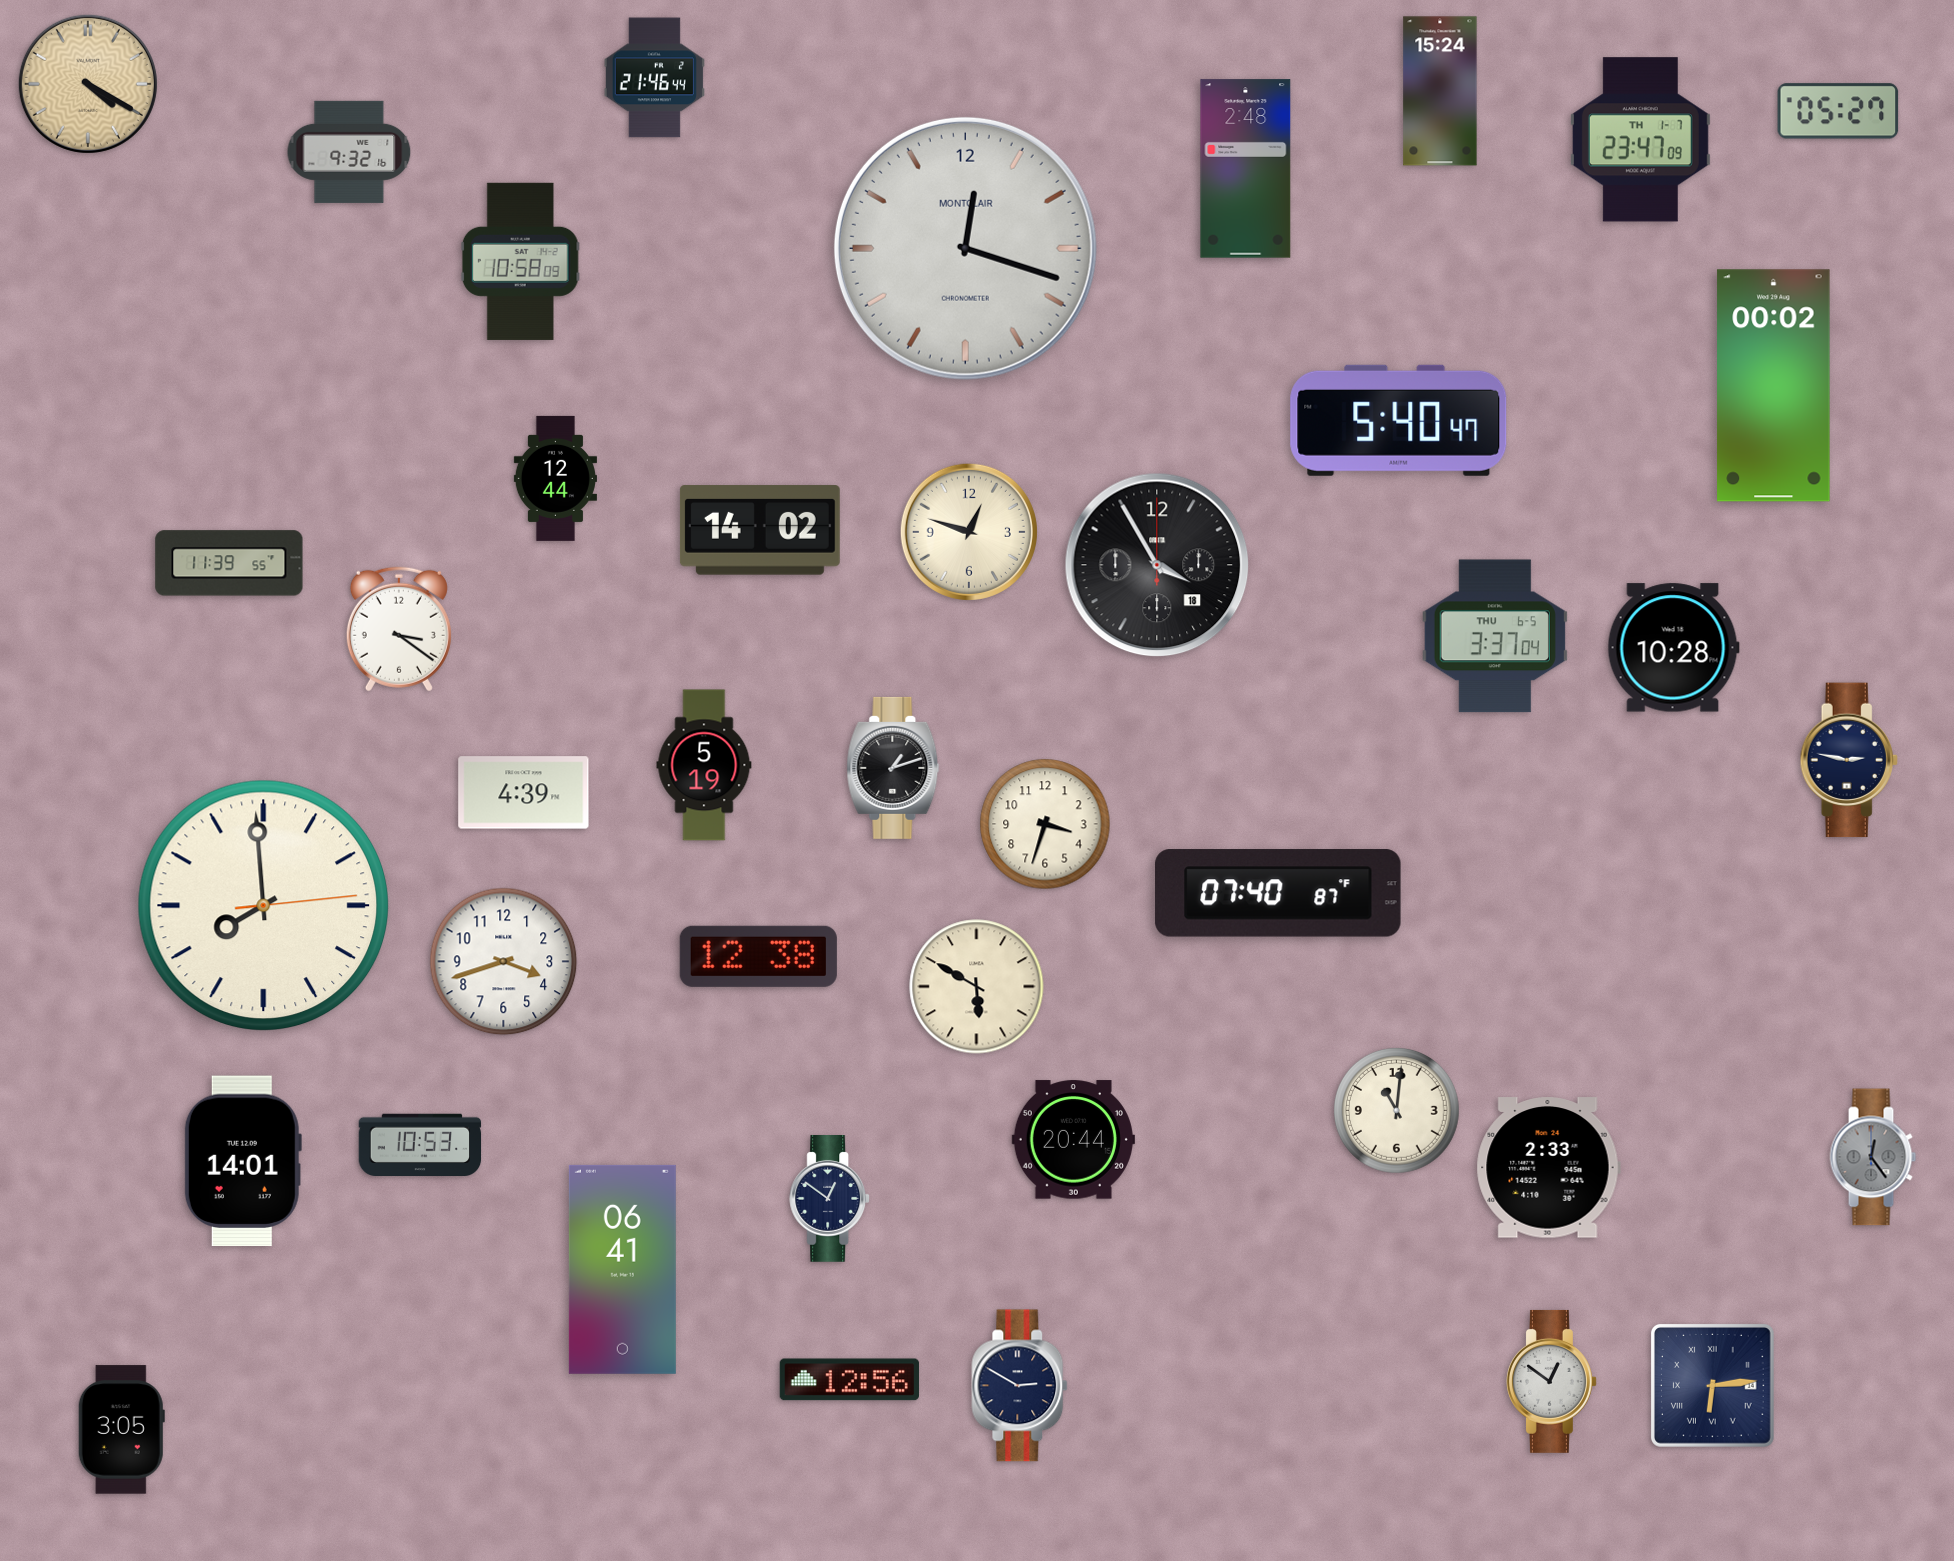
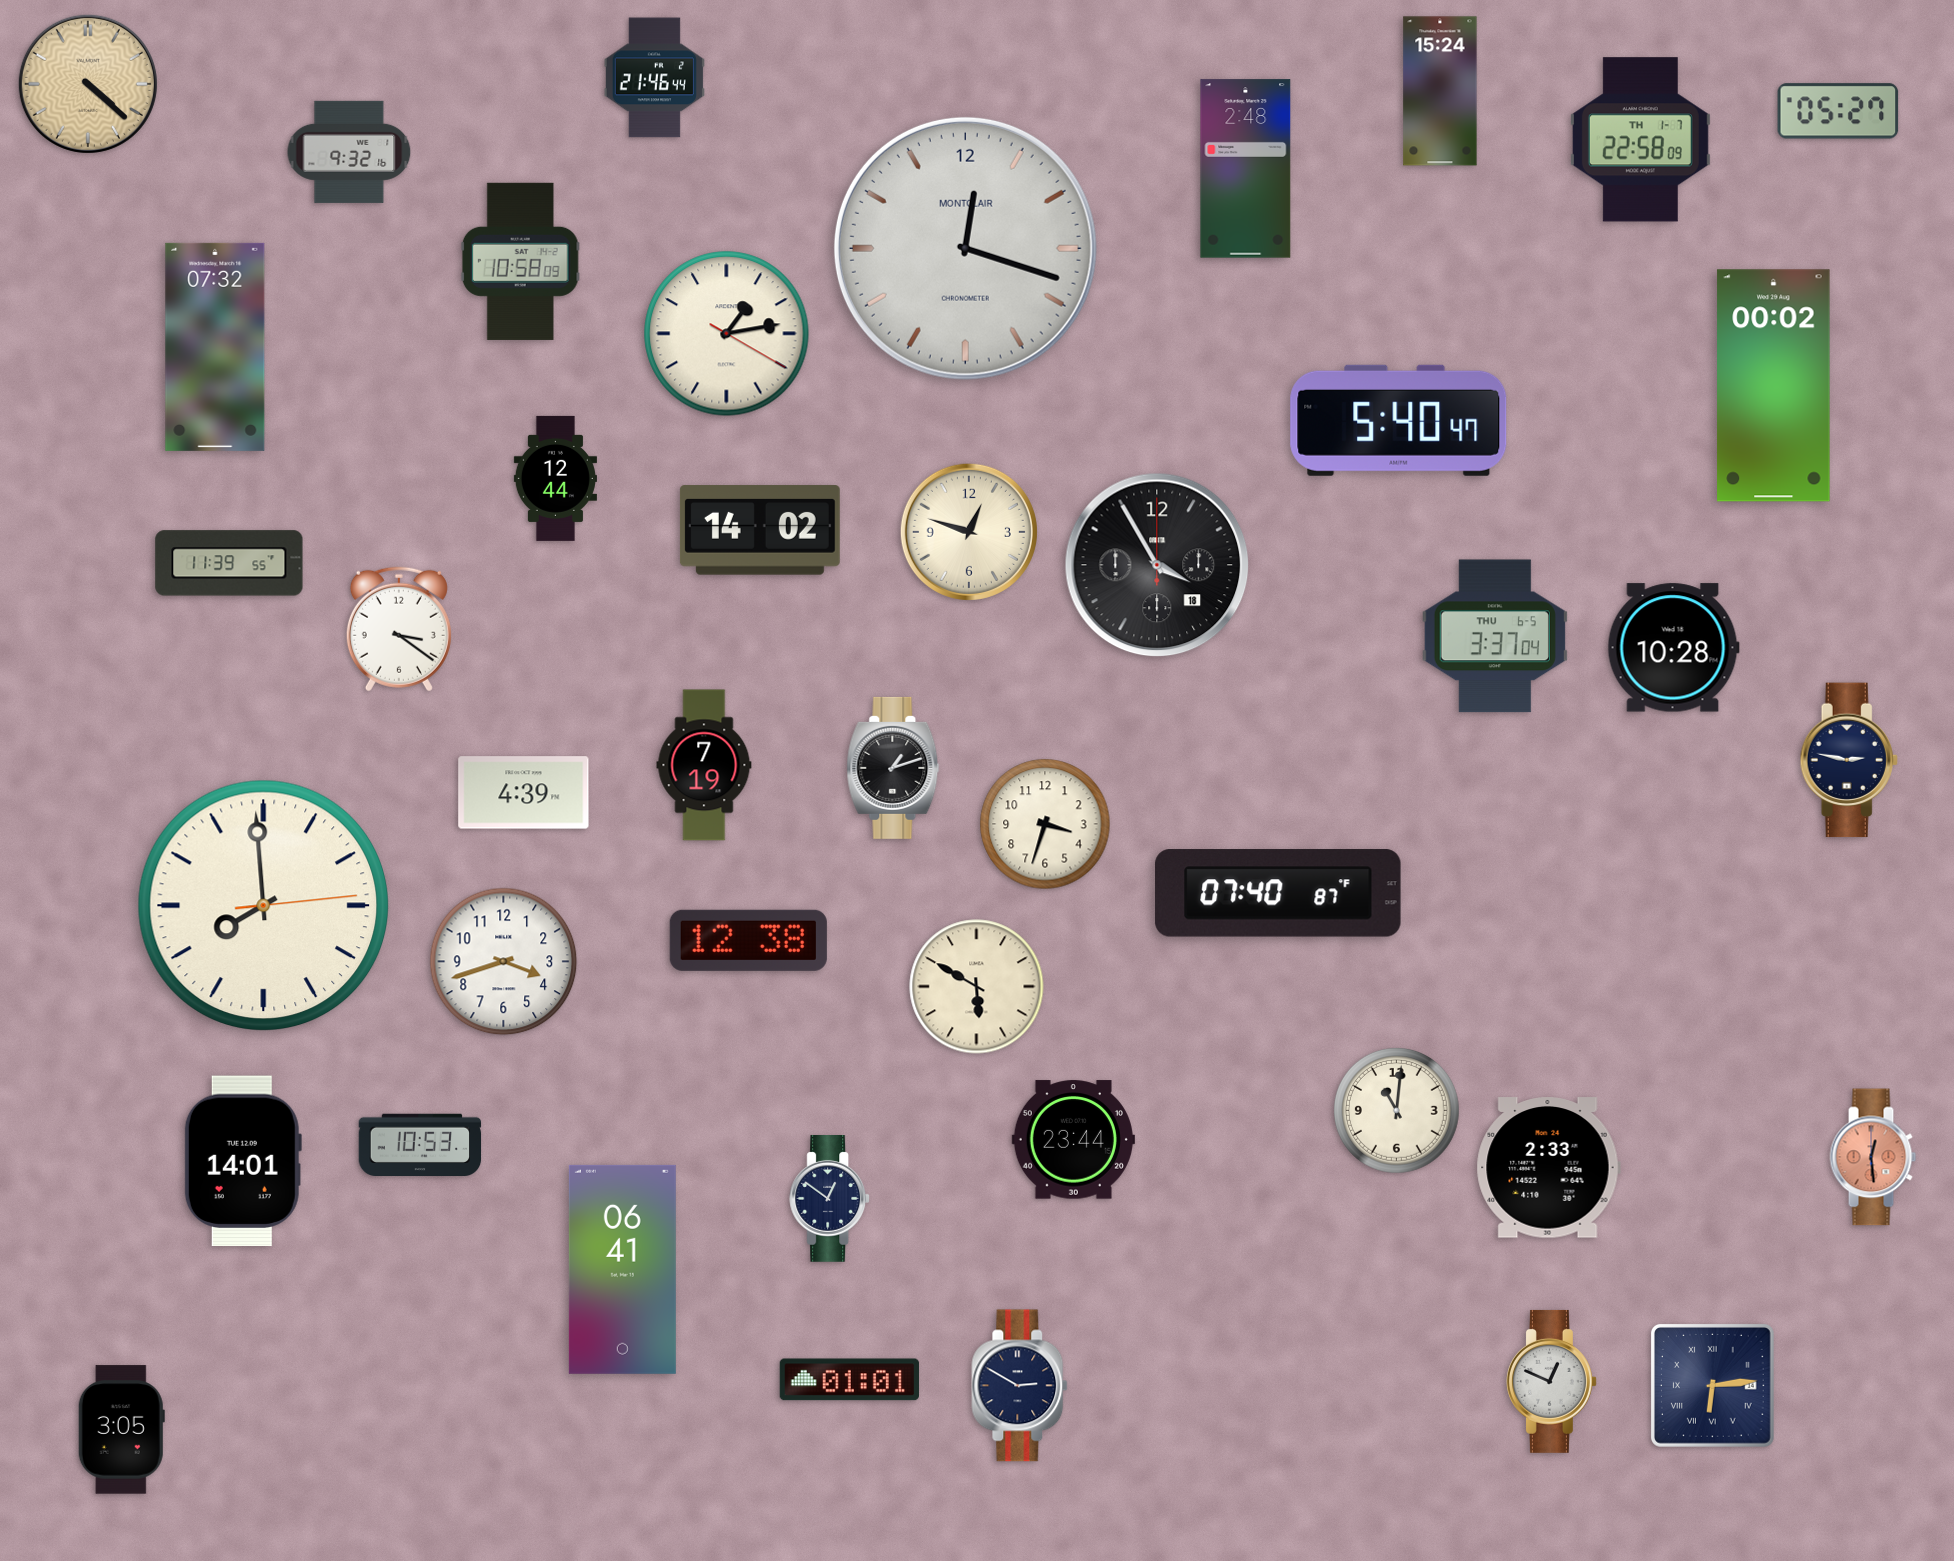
clock at (88, 84): 4:20 -> 4:22
clock at (1640, 140): 23:47 -> 22:58
clock at (727, 334): none -> 1:13
clock at (215, 347): none -> 07:32
clock at (704, 765): 5:19 -> 7:19
clock at (758, 956) position: (758, 956) -> (748, 940)
clock at (1073, 1140): 20:44 -> 23:44
clock at (1873, 1157): 12:24 -> 12:29
clock at (1873, 1157) dial: grey -> salmon
clock at (849, 1380): 12:56 -> 01:01
clock at (1551, 1381): 12:51 -> 12:49
